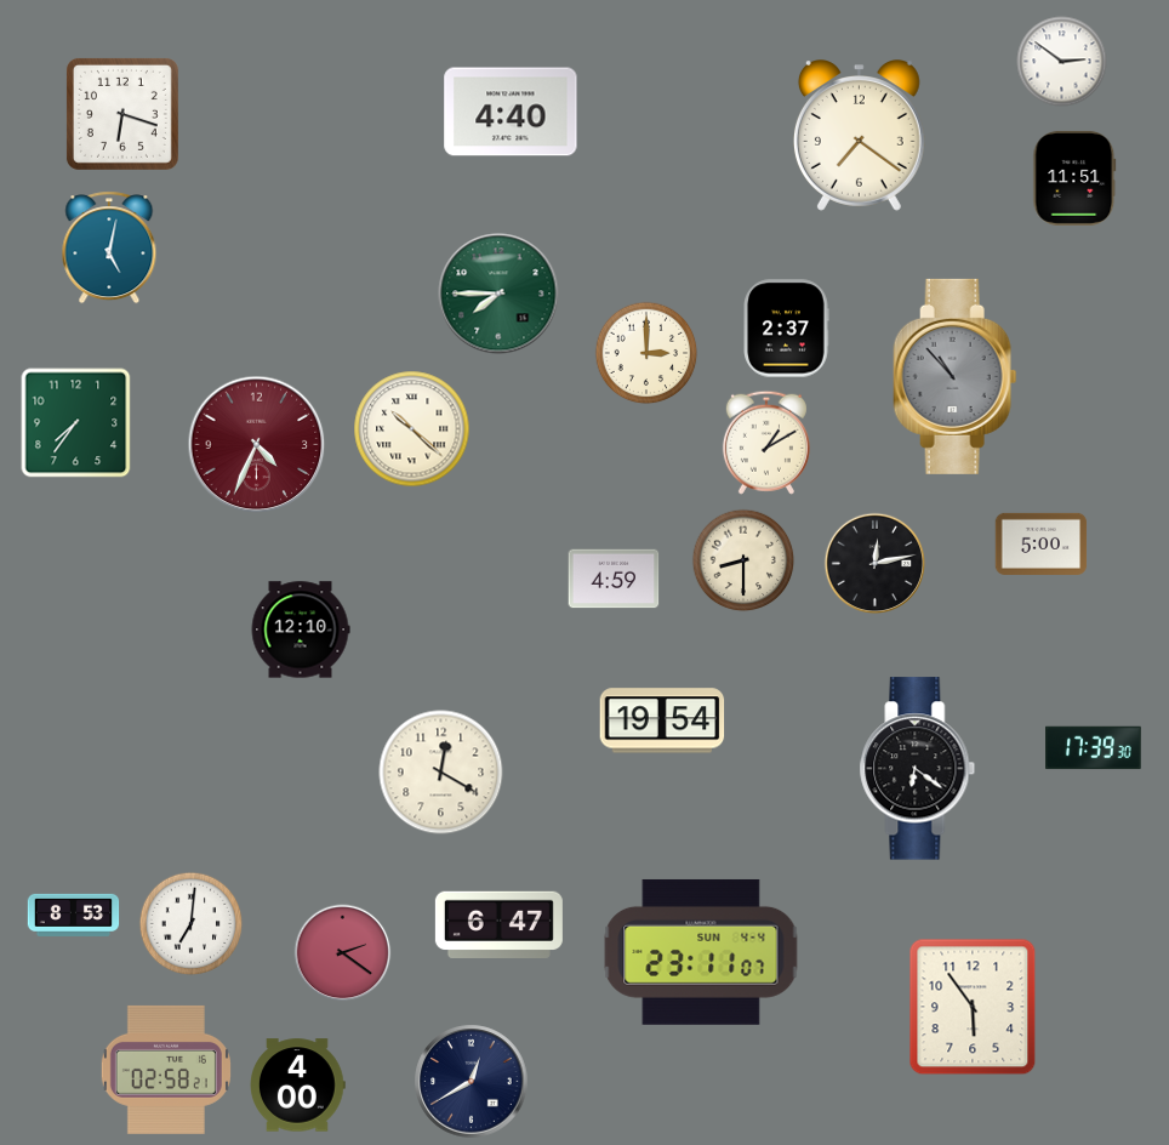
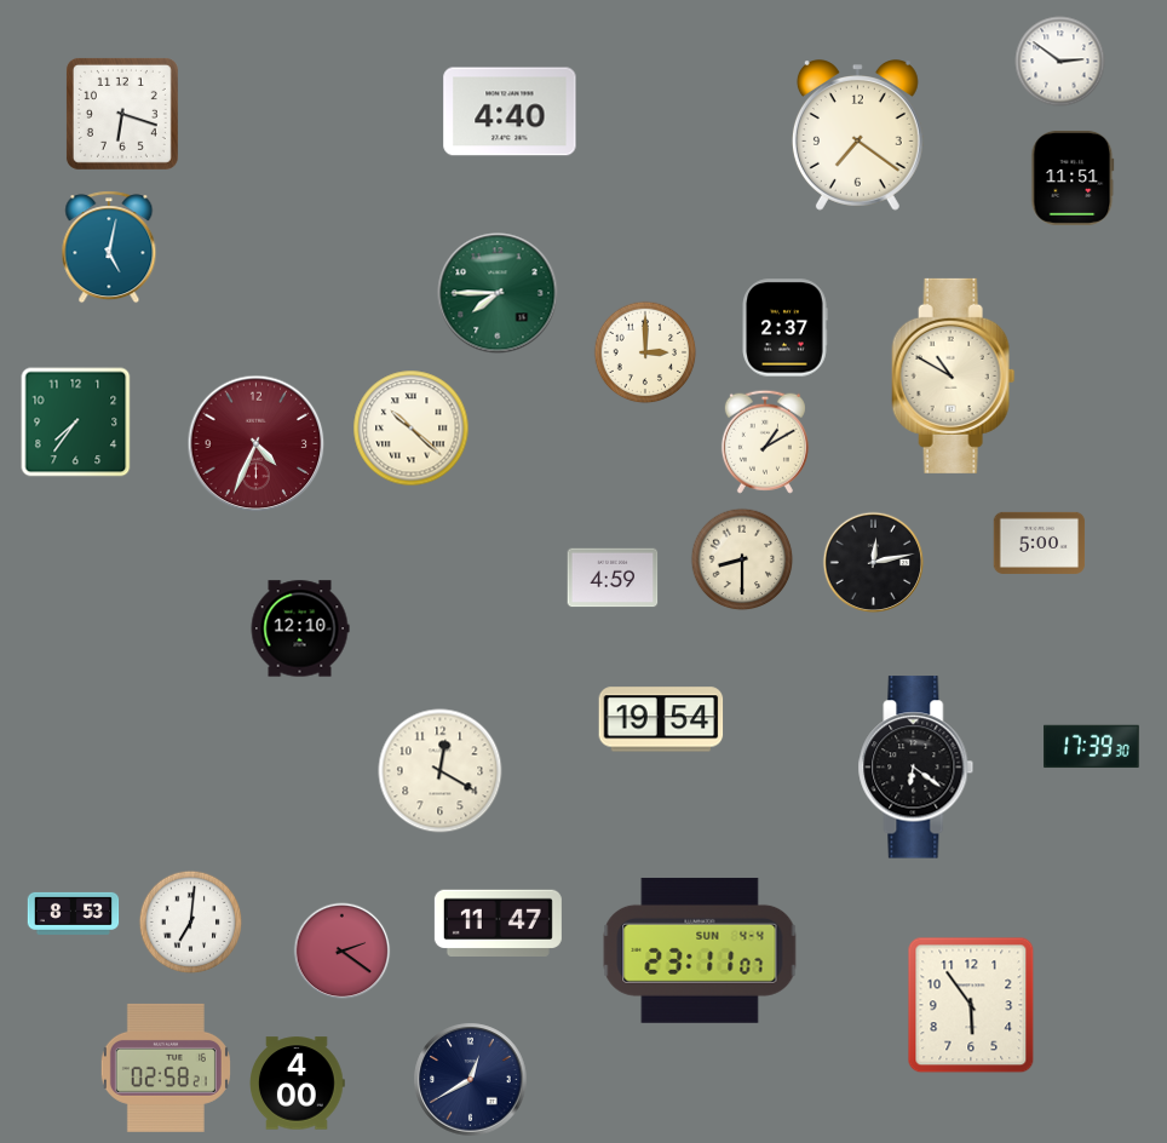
clock at (956, 376): 10:53 -> 10:50
clock at (956, 376) dial: grey -> cream
clock at (498, 924): 6:47 -> 11:47
